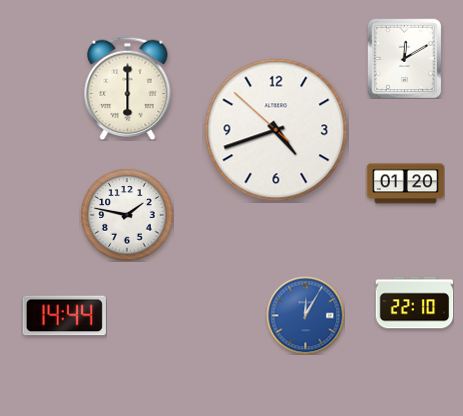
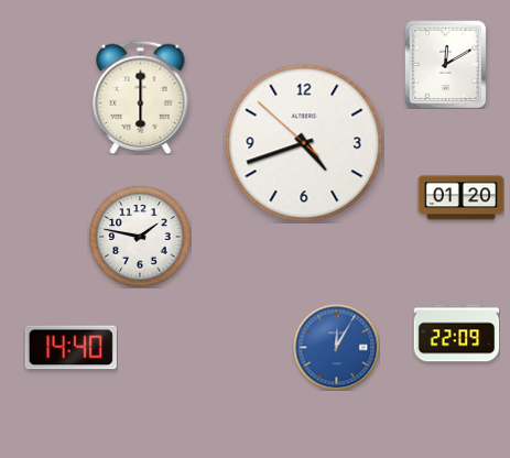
clock at (405, 184) position: (405, 184) -> (460, 198)
clock at (414, 303): 22:10 -> 22:09
clock at (64, 316): 14:44 -> 14:40
